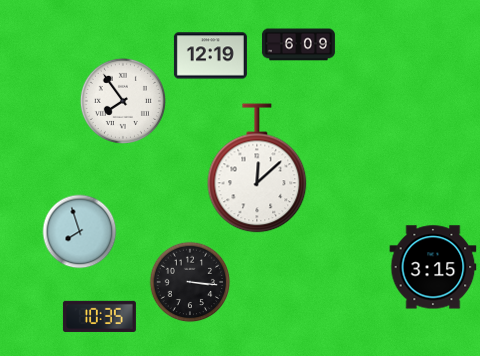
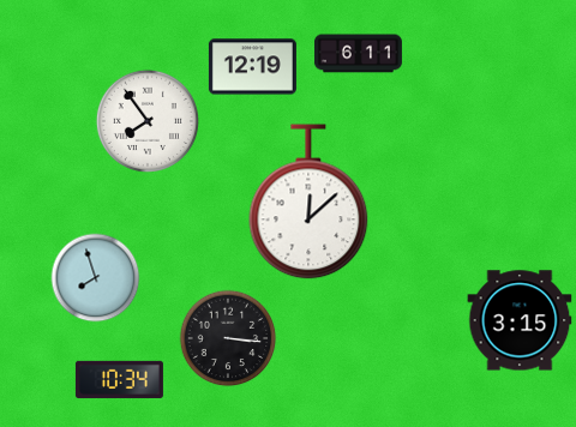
clock at (298, 45): 6:09 -> 6:11
clock at (99, 316): 10:35 -> 10:34
